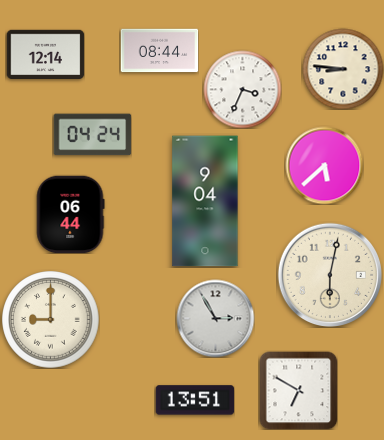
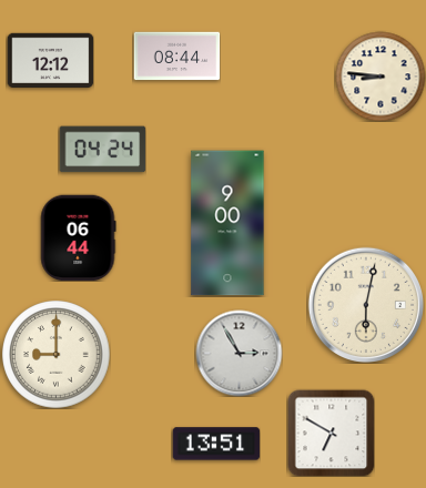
clock at (45, 54): 12:14 -> 12:12
clock at (242, 89): 3:34 -> none
clock at (324, 165): 5:38 -> none
clock at (205, 201): 9:04 -> 9:00
